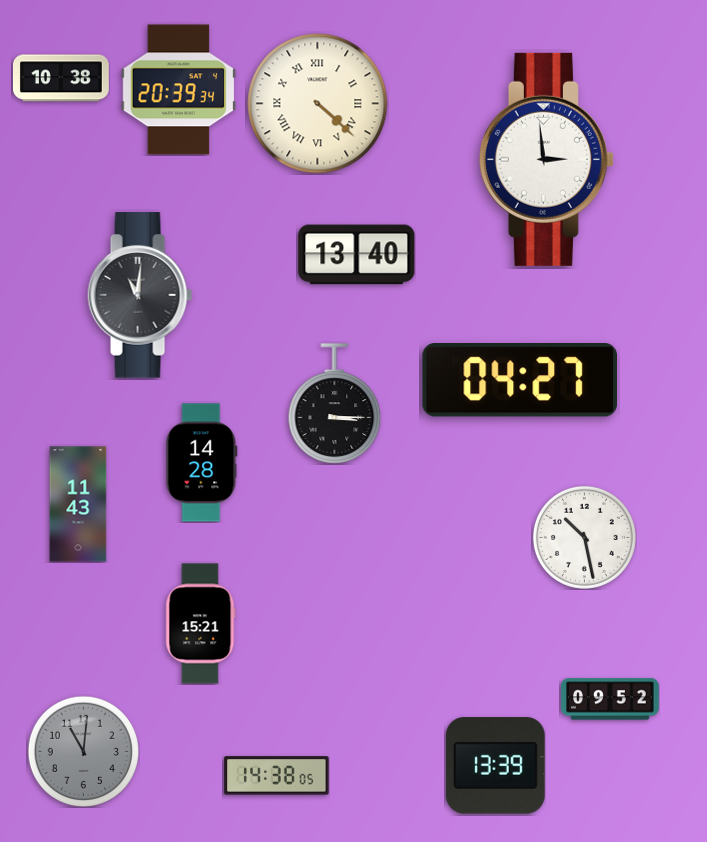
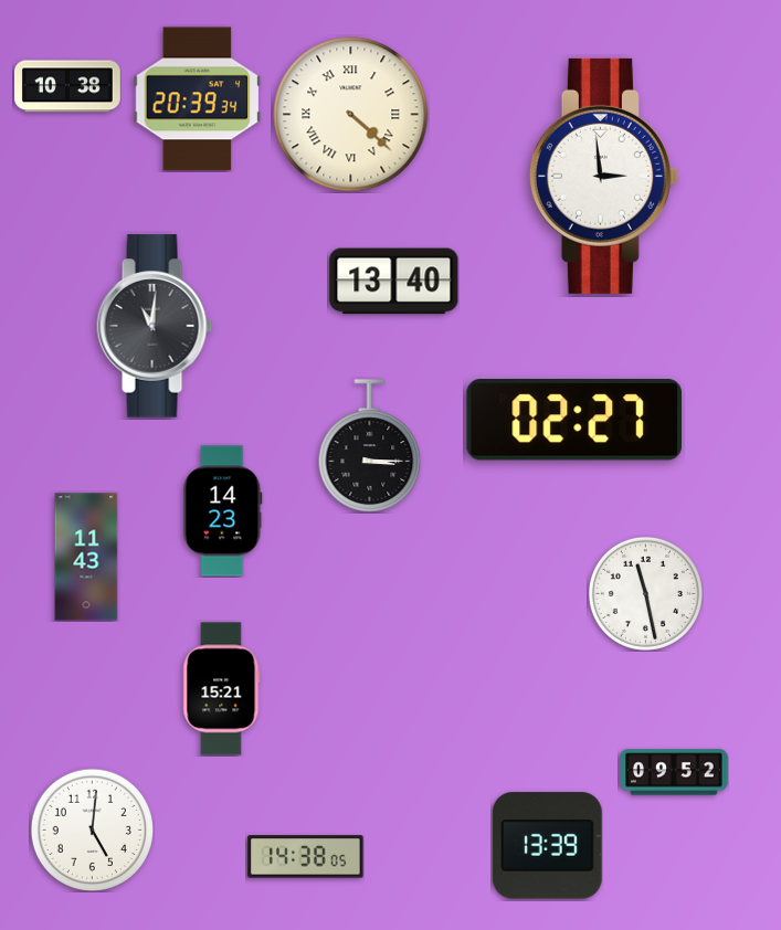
clock at (519, 380): 04:27 -> 02:27
clock at (202, 463): 14:28 -> 14:23
clock at (584, 537): 10:28 -> 11:28
clock at (83, 751): 11:01 -> 5:01
clock at (83, 751) dial: grey -> white
